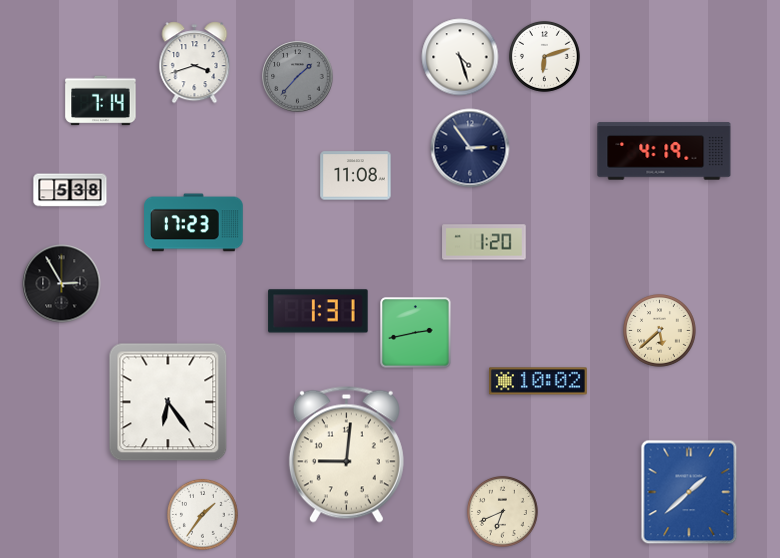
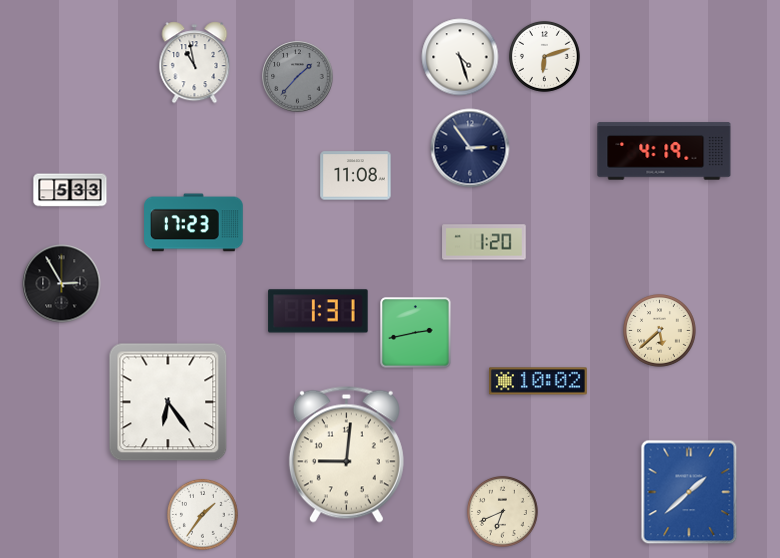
clock at (195, 63): 3:42 -> 10:58
clock at (101, 101): 7:14 -> none
clock at (70, 190): 5:38 -> 5:33
